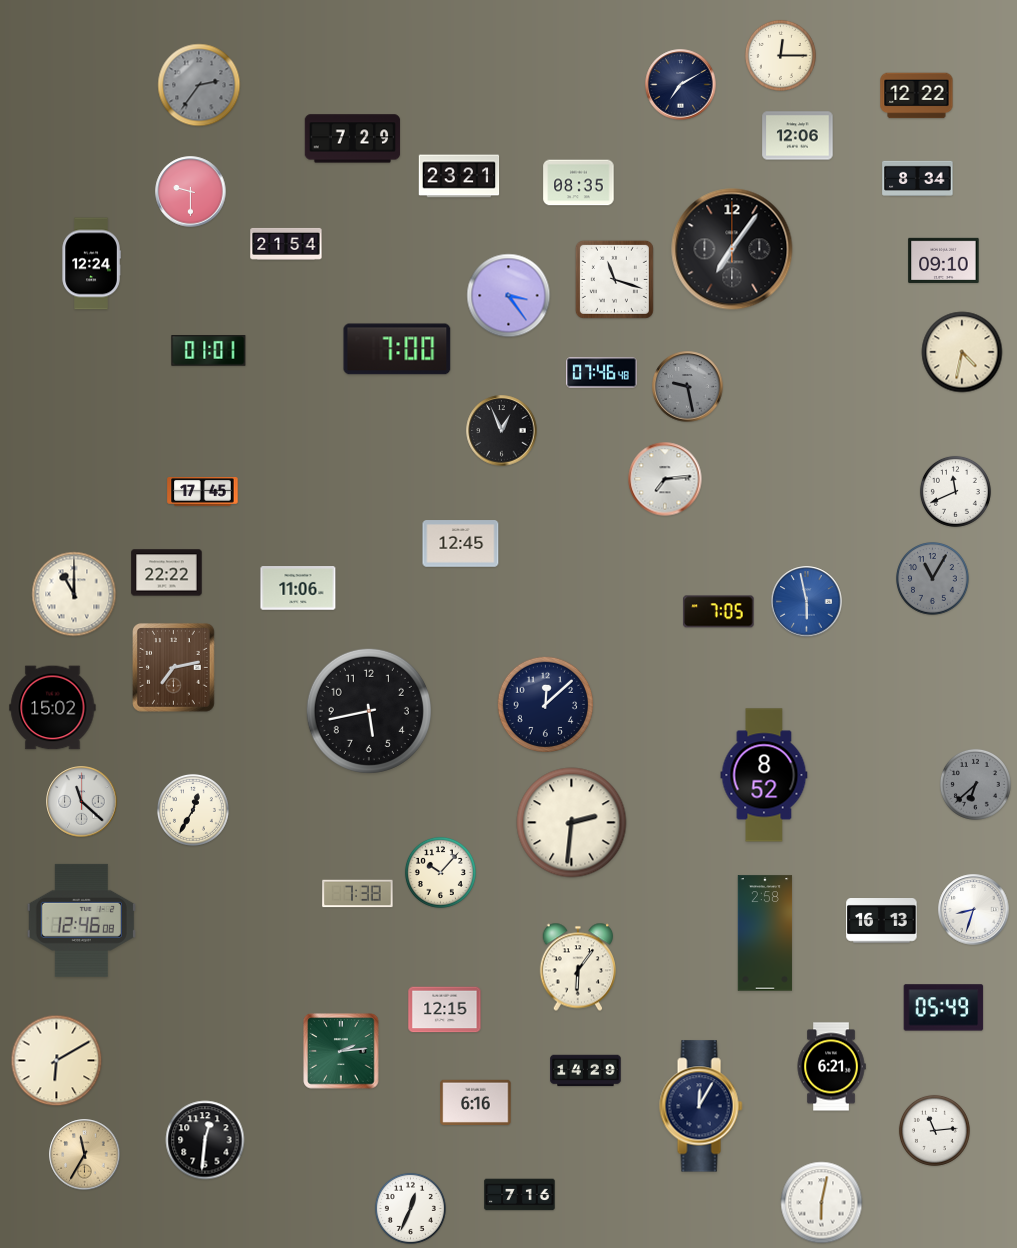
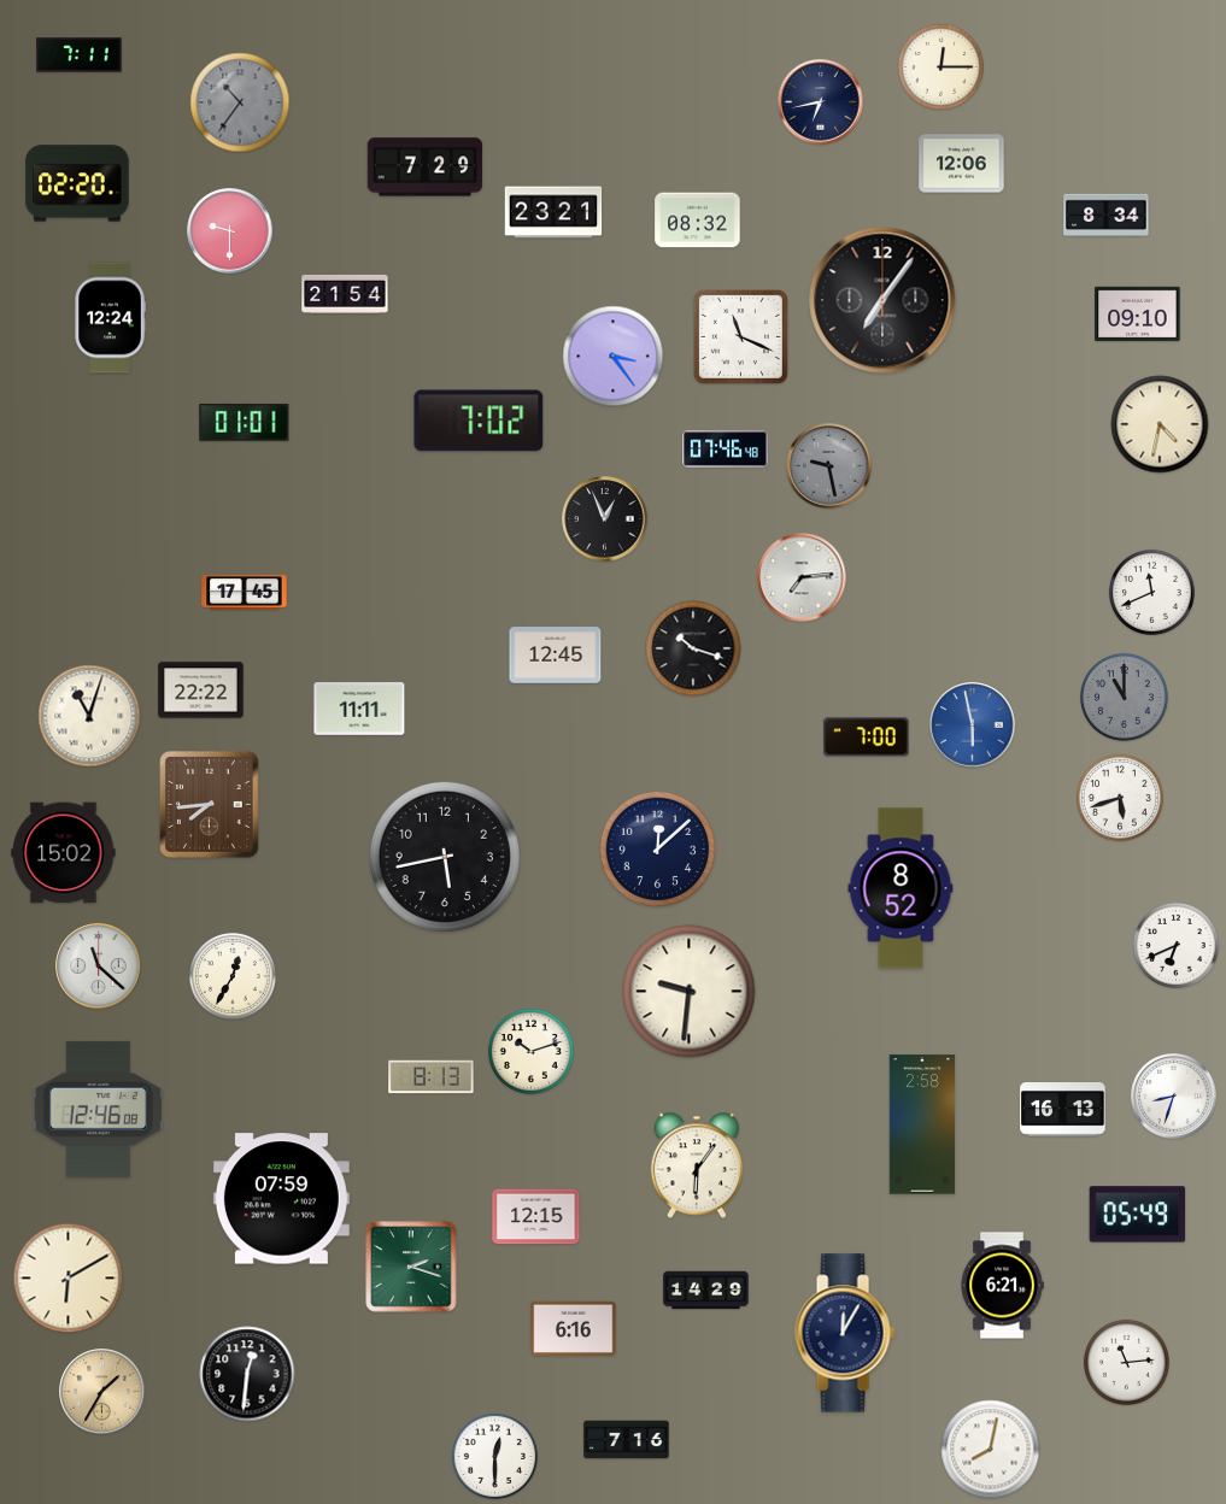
clock at (80, 55): none -> 7:11
clock at (199, 85): 2:36 -> 10:36
clock at (681, 85): 7:10 -> 6:43
clock at (917, 96): 12:22 -> none
clock at (77, 183): none -> 02:20
clock at (579, 183): 08:35 -> 08:32
clock at (614, 279): 11:18 -> 11:19
clock at (397, 349): 7:00 -> 7:02
clock at (209, 351) position: (209, 351) -> (245, 423)
clock at (693, 648): none -> 10:18
clock at (933, 579): 11:05 -> 11:00
clock at (298, 588): 11:06 -> 11:11
clock at (74, 594): 11:00 -> 11:03
clock at (719, 612): 7:05 -> 7:00
clock at (1120, 798): none -> 5:42
clock at (174, 668): 7:13 -> 7:44
clock at (764, 775) position: (764, 775) -> (901, 888)
clock at (975, 784): 6:38 -> 6:41
clock at (975, 784) dial: grey -> white
clock at (572, 823): 2:31 -> 9:31
clock at (440, 872): 10:07 -> 10:12
clock at (358, 894): 7:38 -> 8:13
clock at (281, 1199): none -> 07:59
clock at (341, 1051): 2:14 -> 2:18
clock at (85, 1155): 11:35 -> 1:35
clock at (822, 1203): 6:02 -> 8:02
clock at (410, 1208): 12:34 -> 12:30
